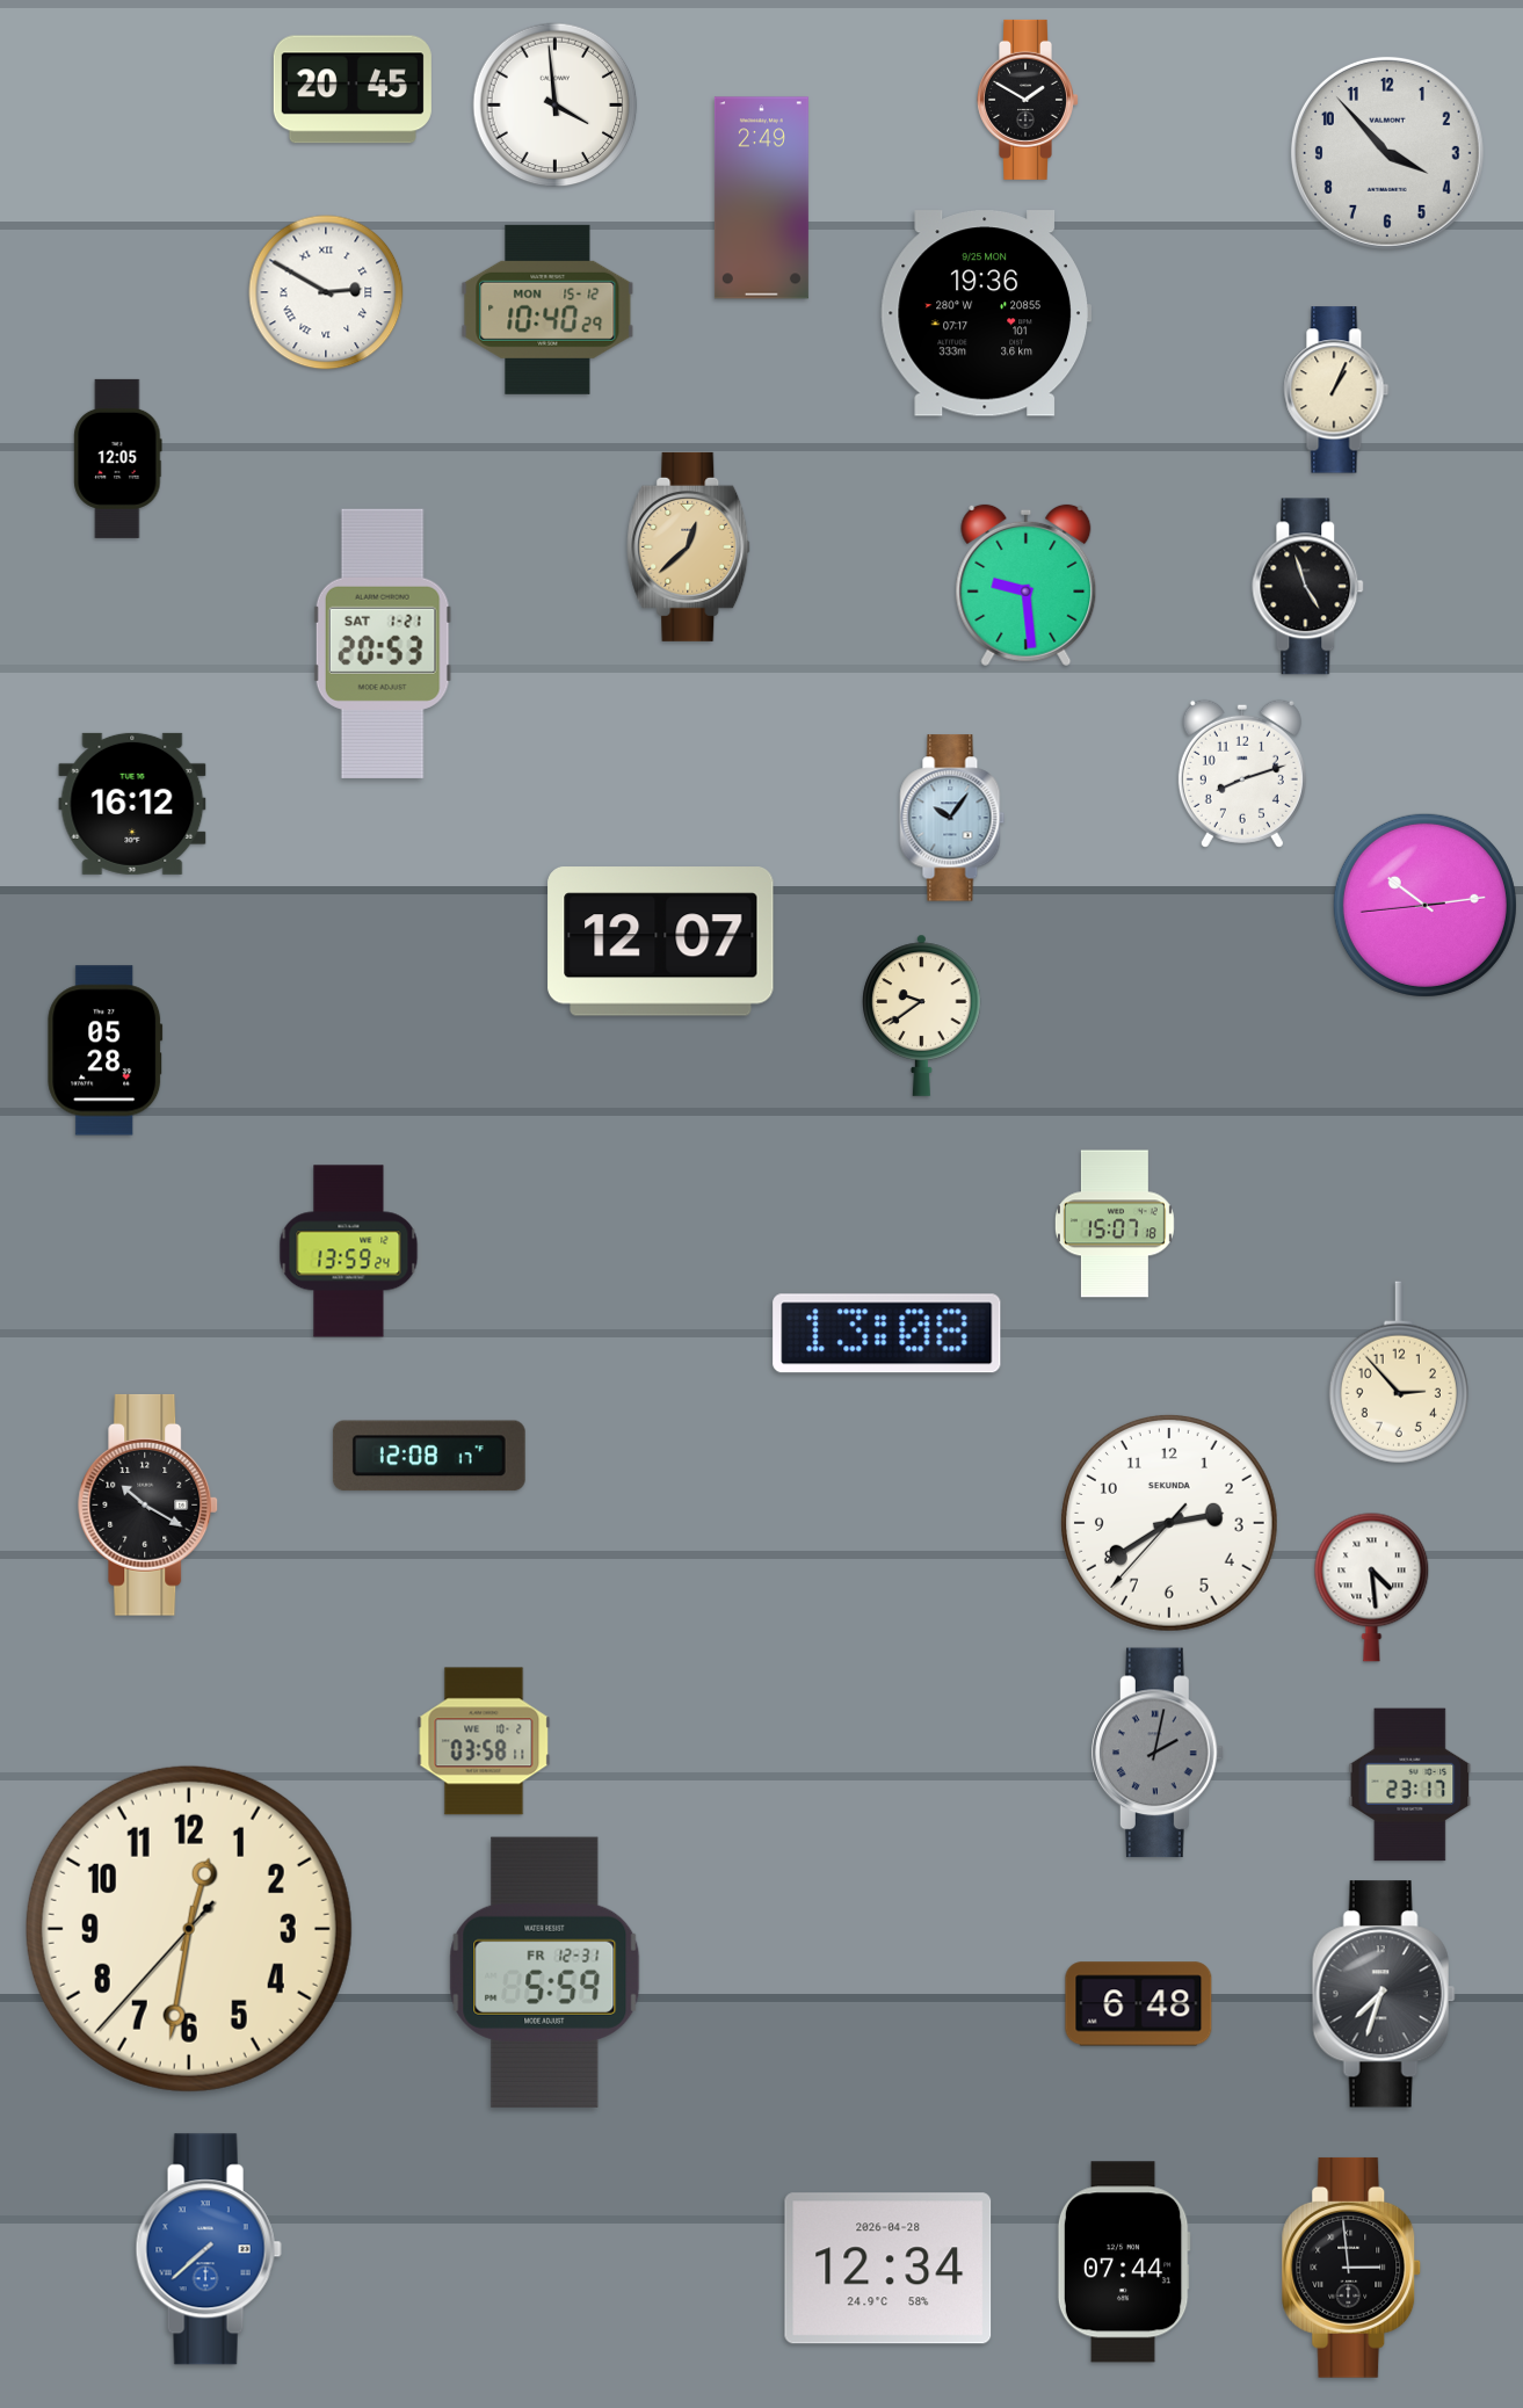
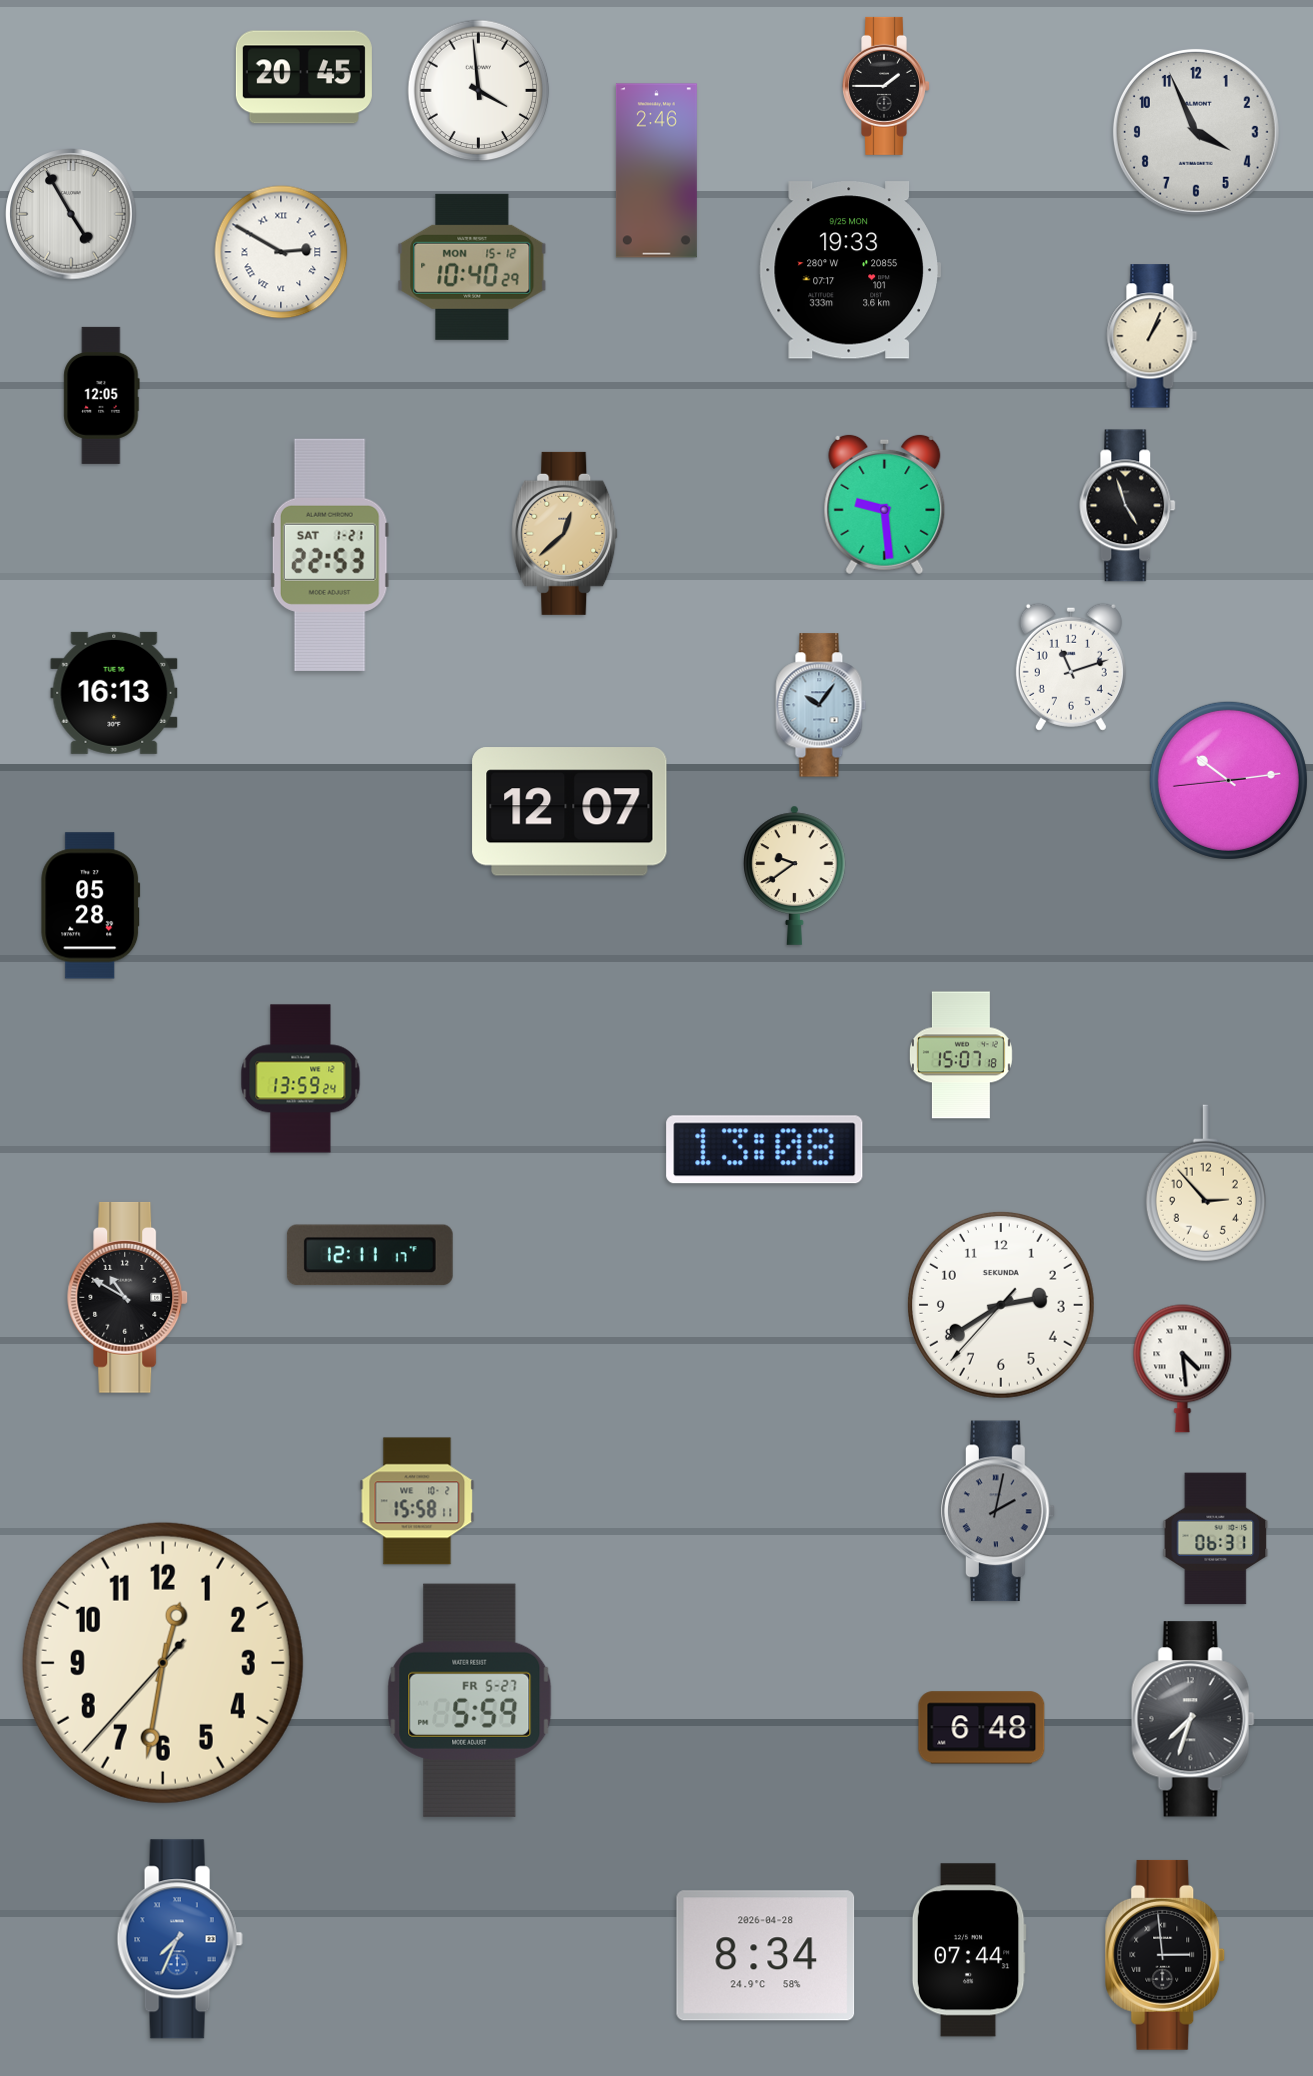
clock at (1029, 100): 1:50 -> 1:45
clock at (1387, 153): 3:53 -> 3:56
clock at (761, 198): 2:49 -> 2:46
clock at (71, 214): none -> 4:55
clock at (986, 313): 19:36 -> 19:33
clock at (689, 546) position: (689, 546) -> (565, 533)
clock at (383, 643): 20:53 -> 22:53
clock at (1242, 774): 8:12 -> 11:12
clock at (132, 804): 16:12 -> 16:13
clock at (429, 1456): 12:08 -> 12:11
clock at (148, 1504): 10:20 -> 10:50
clock at (1169, 1523) position: (1169, 1523) -> (1001, 1305)
clock at (484, 1741): 03:58 -> 15:58
clock at (1410, 1785): 23:17 -> 06:31
clock at (545, 1972) date: FR 12-31 -> FR 5-27
clock at (209, 2249): 7:38 -> 7:34
clock at (889, 2269): 12:34 -> 8:34
